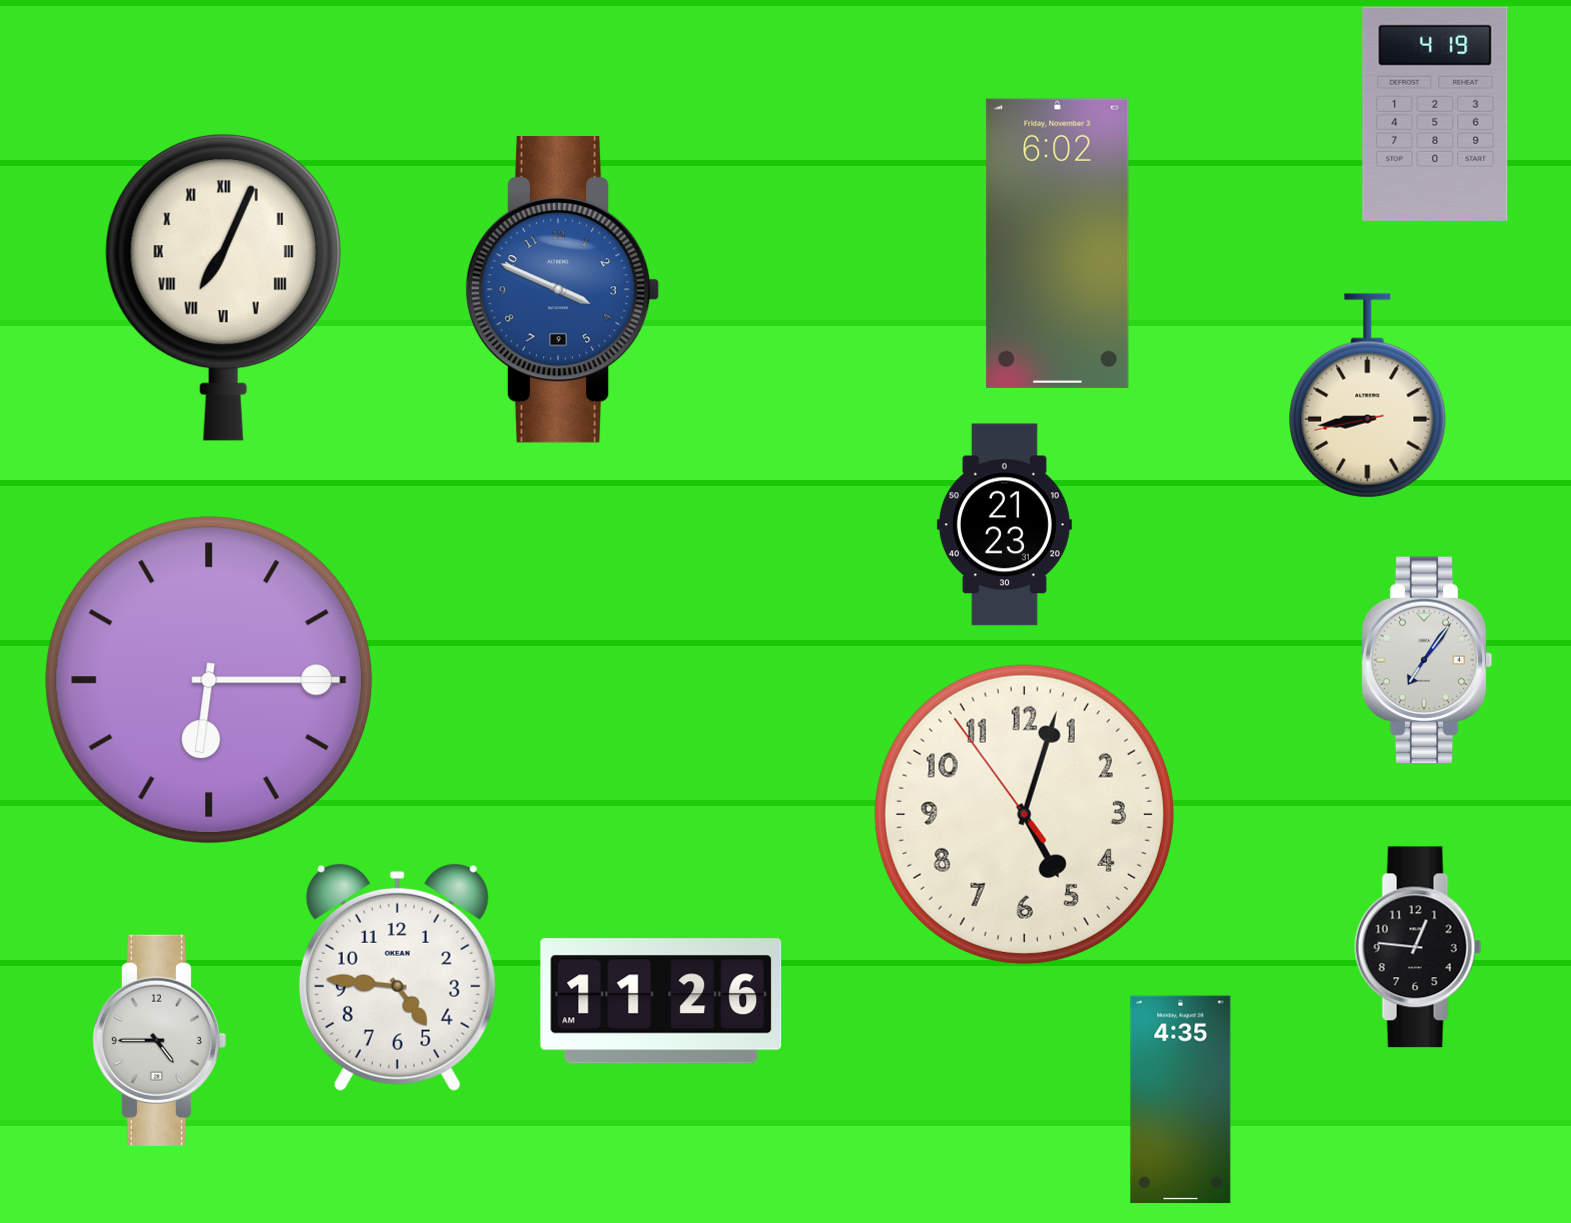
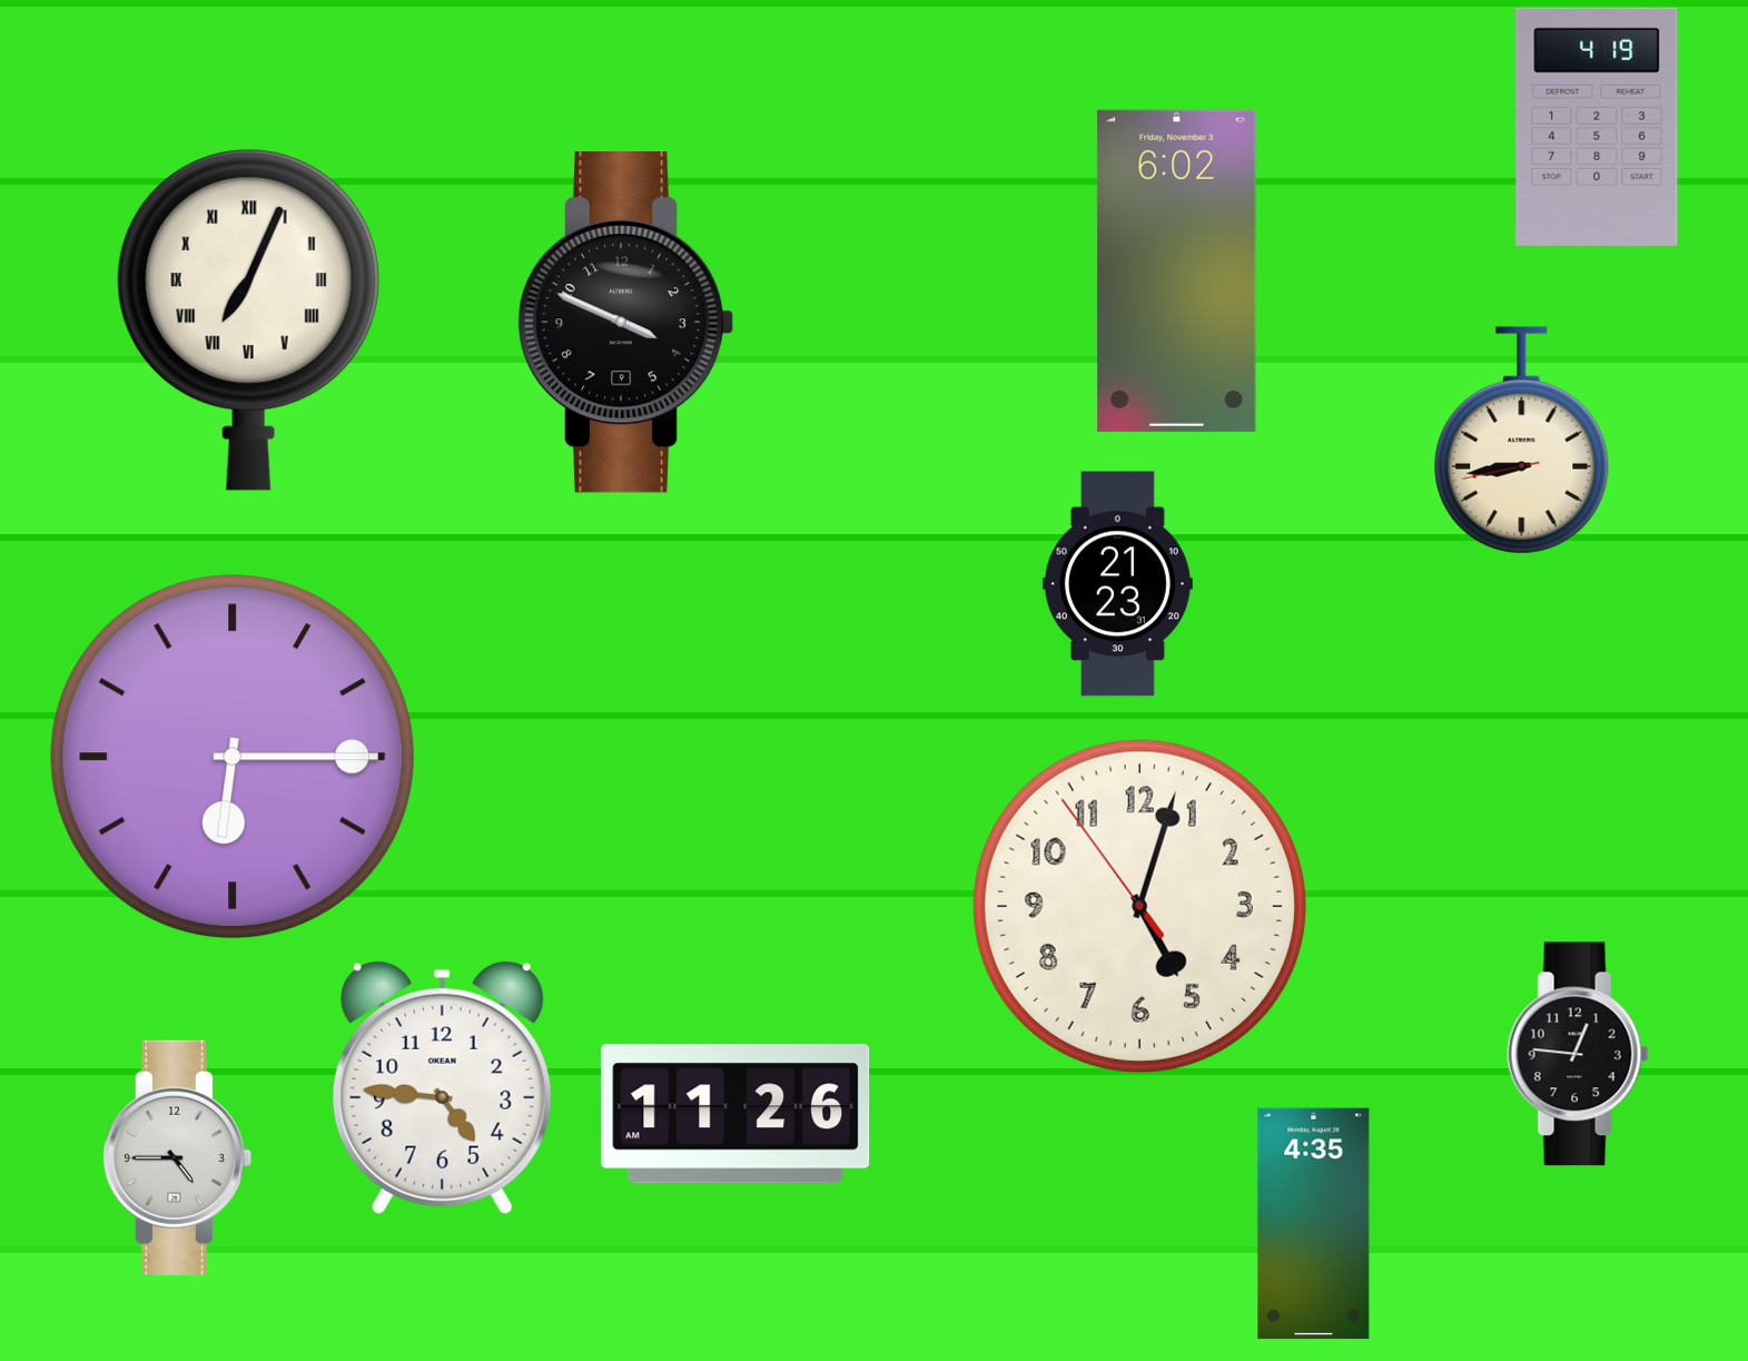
clock at (562, 290) dial: blue -> black
clock at (1427, 660): 7:06 -> none
